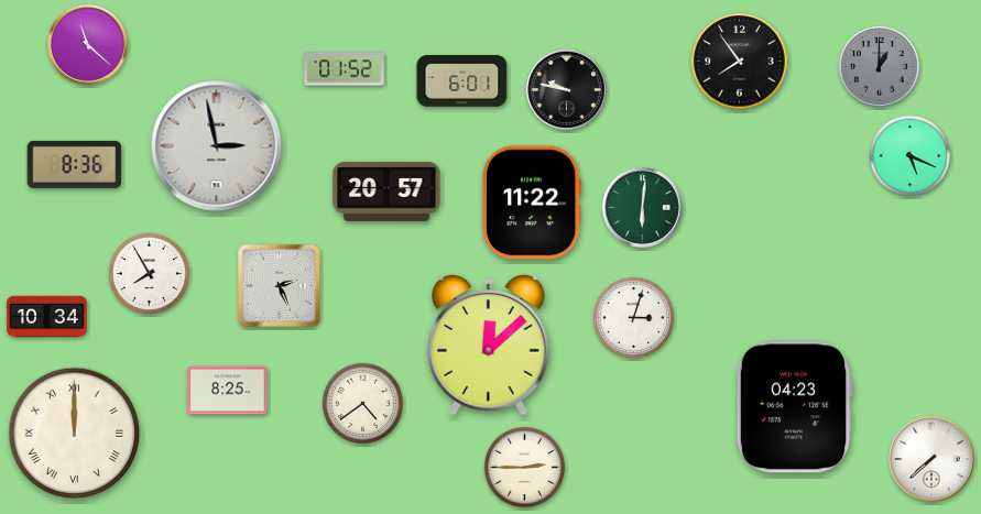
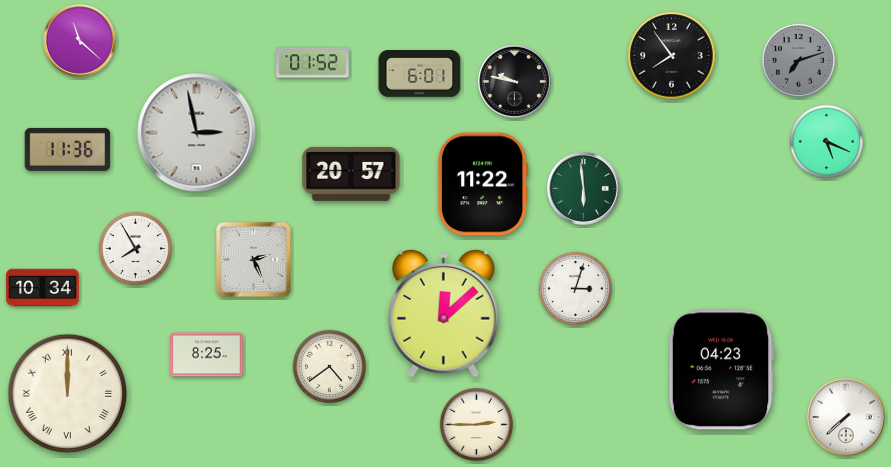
clock at (880, 67): 1:00 -> 7:12
clock at (75, 164): 8:36 -> 11:36
clock at (643, 208): 6:01 -> 5:59
